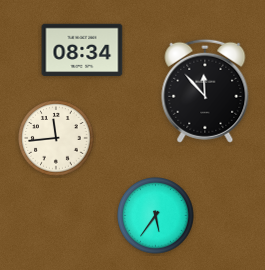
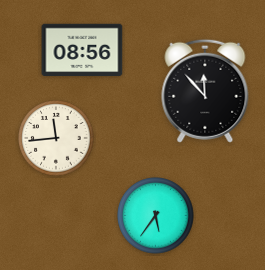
clock at (82, 50): 08:34 -> 08:56
